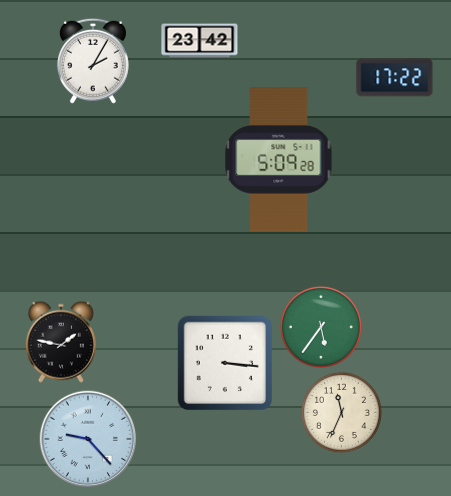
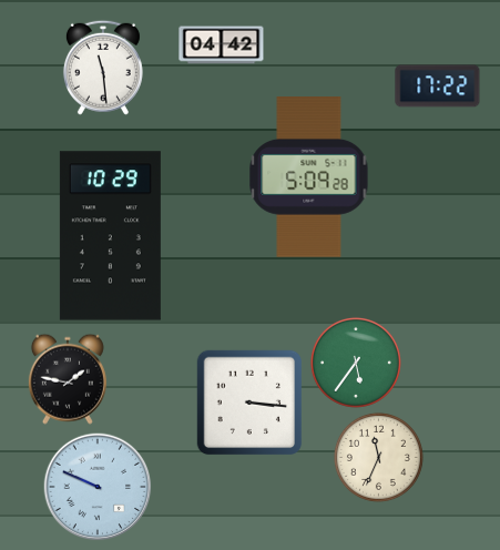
clock at (200, 41): 23:42 -> 04:42
clock at (93, 61): 2:05 -> 11:29
clock at (110, 236): none -> 10:29
clock at (88, 439): 9:23 -> 9:49
